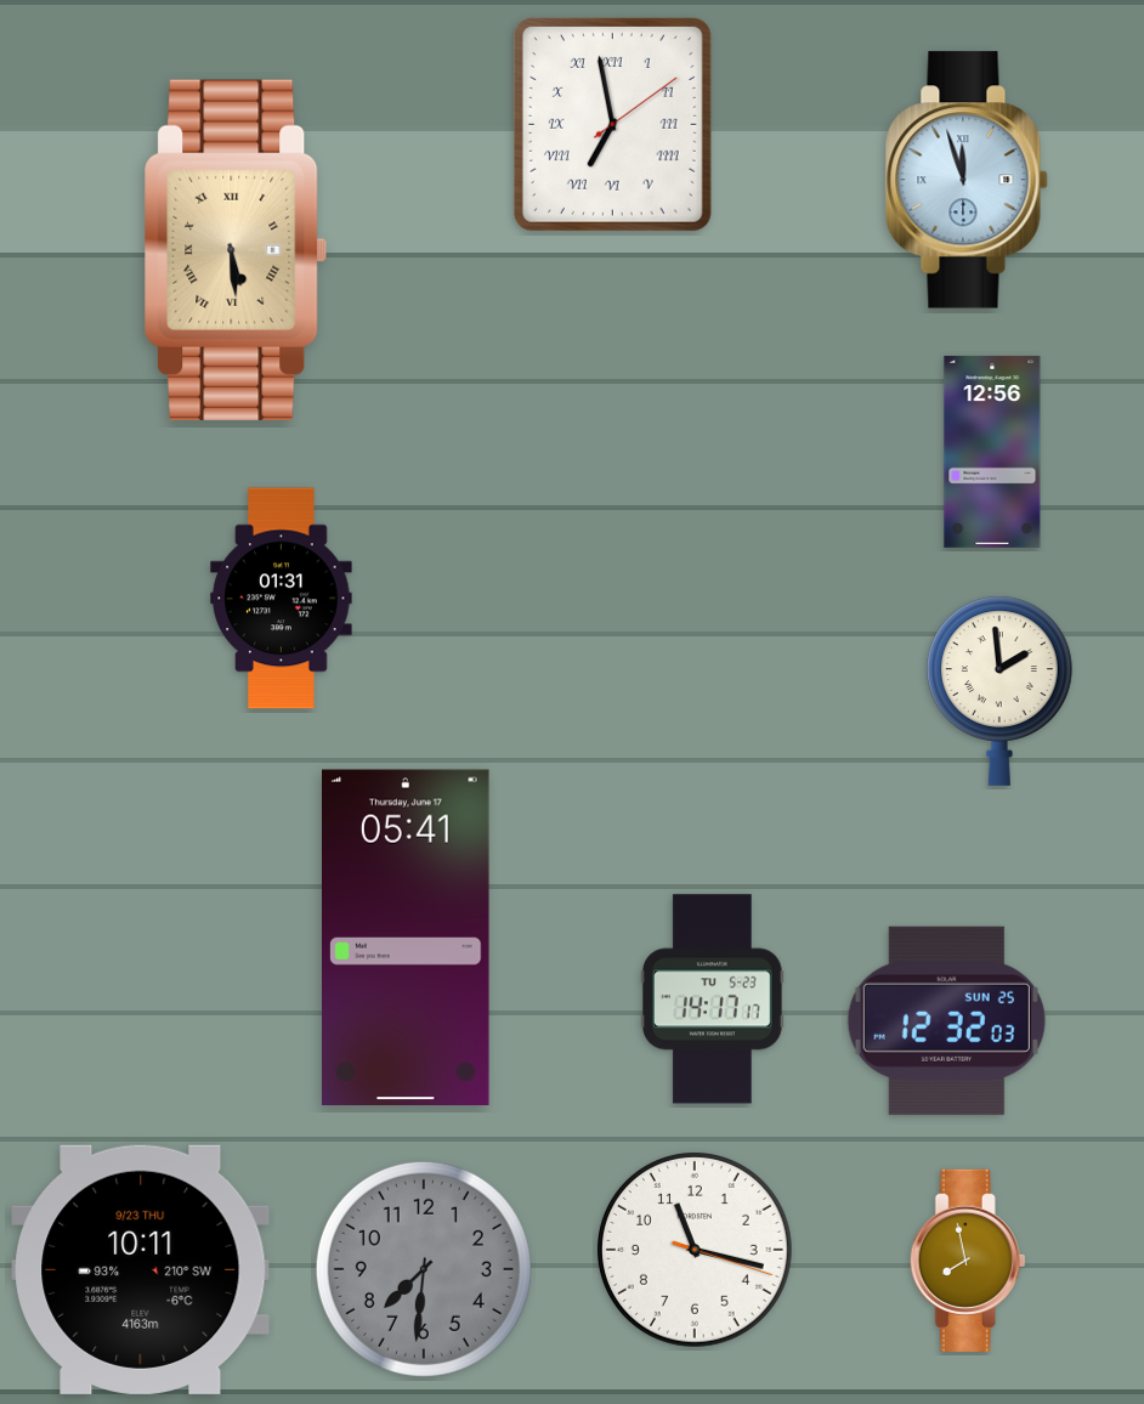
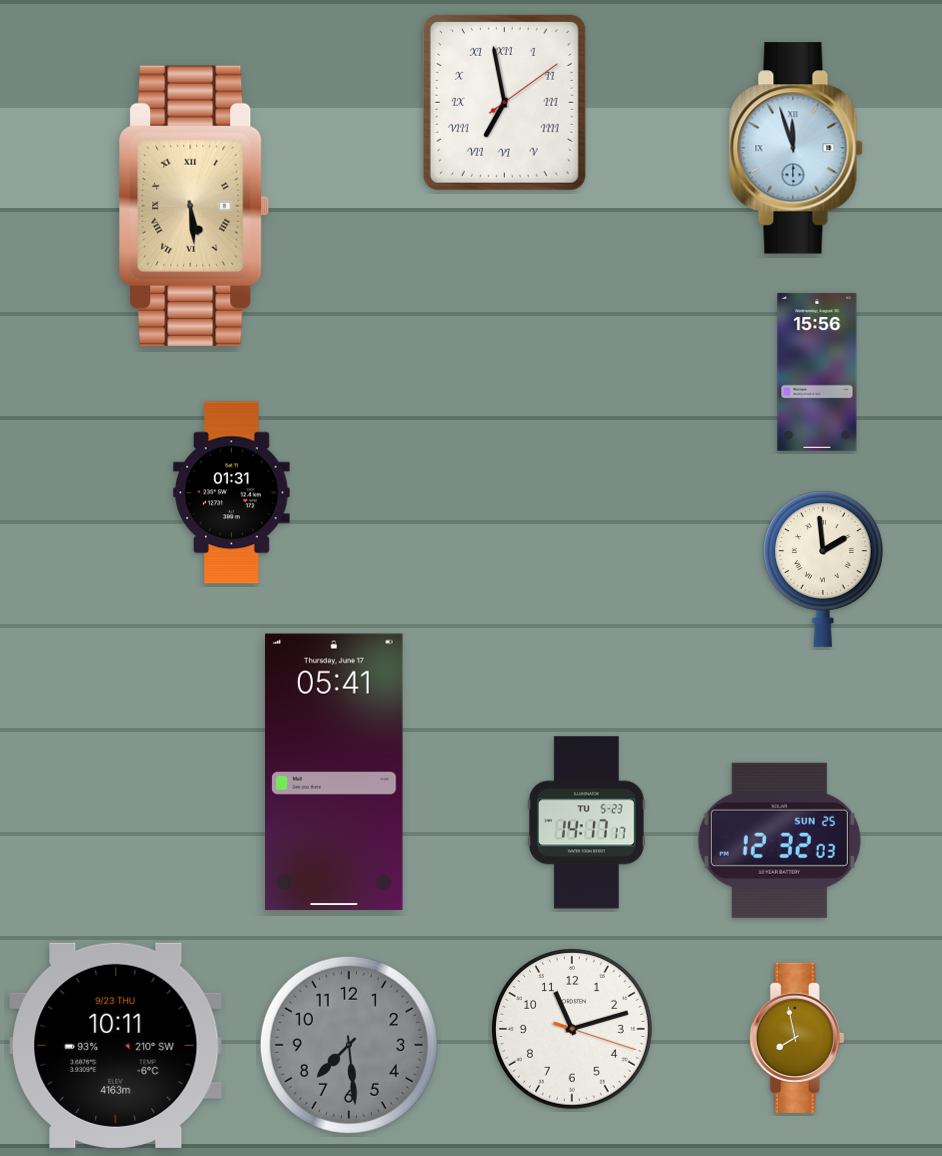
clock at (992, 452): 12:56 -> 15:56
clock at (695, 1250): 11:17 -> 11:12
clock at (424, 1269): 7:31 -> 7:29
